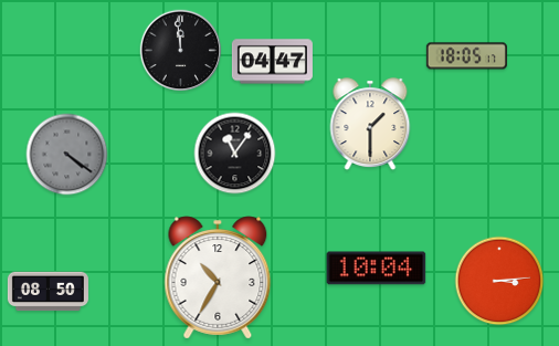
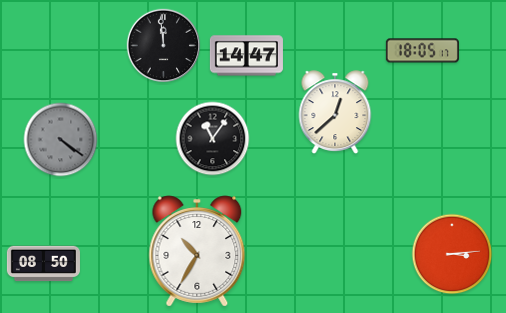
clock at (272, 62): 04:47 -> 14:47
clock at (370, 125): 1:30 -> 12:38
clock at (377, 269): 10:04 -> none
